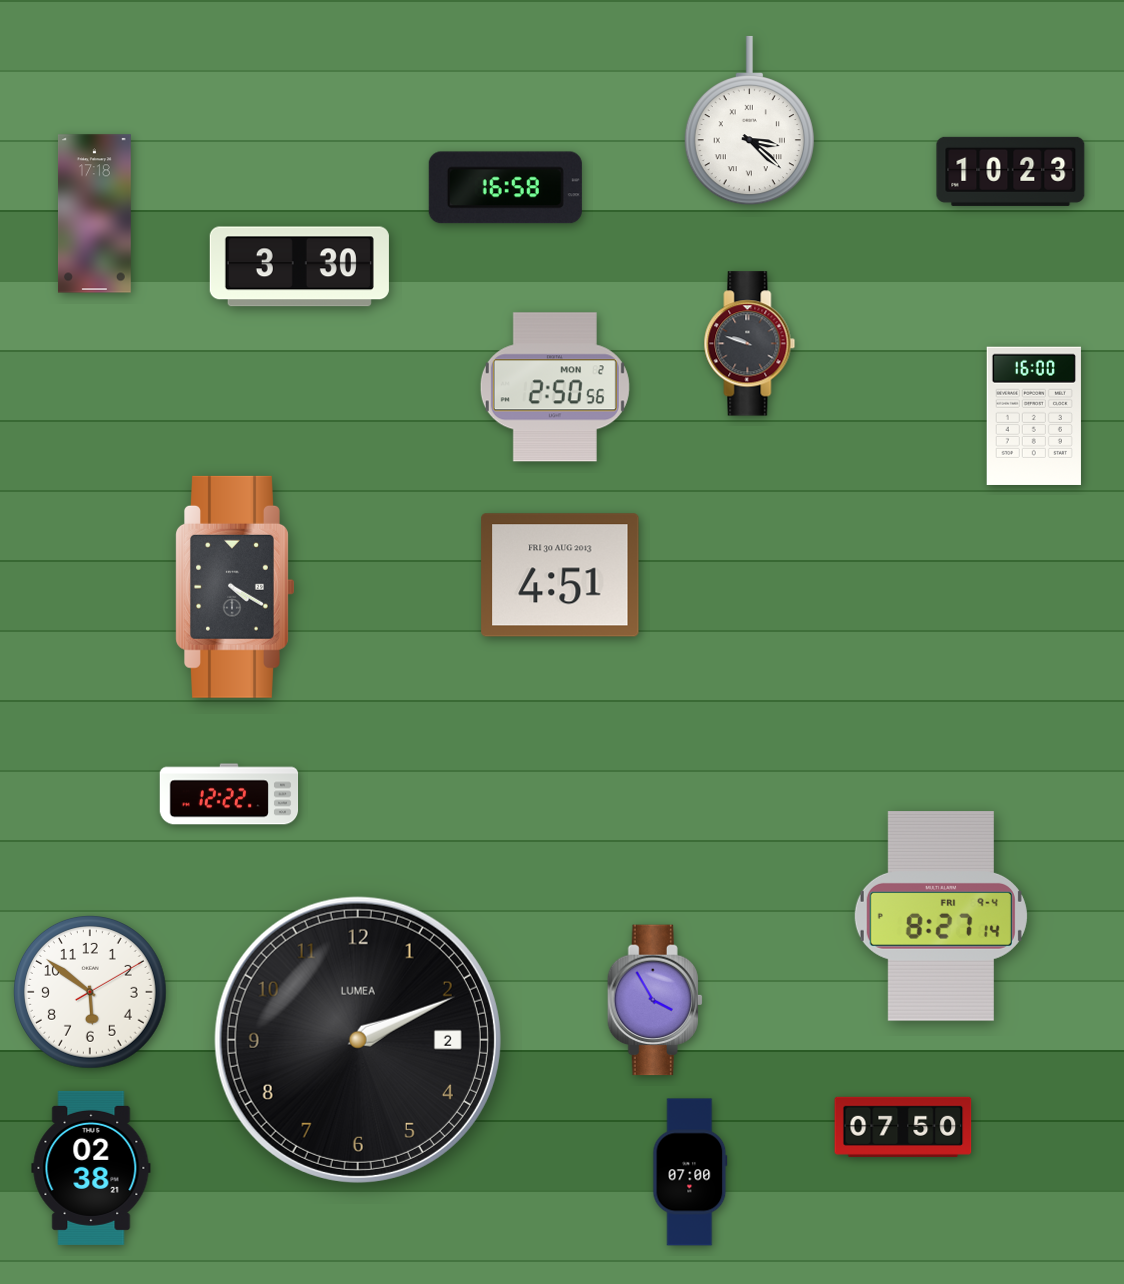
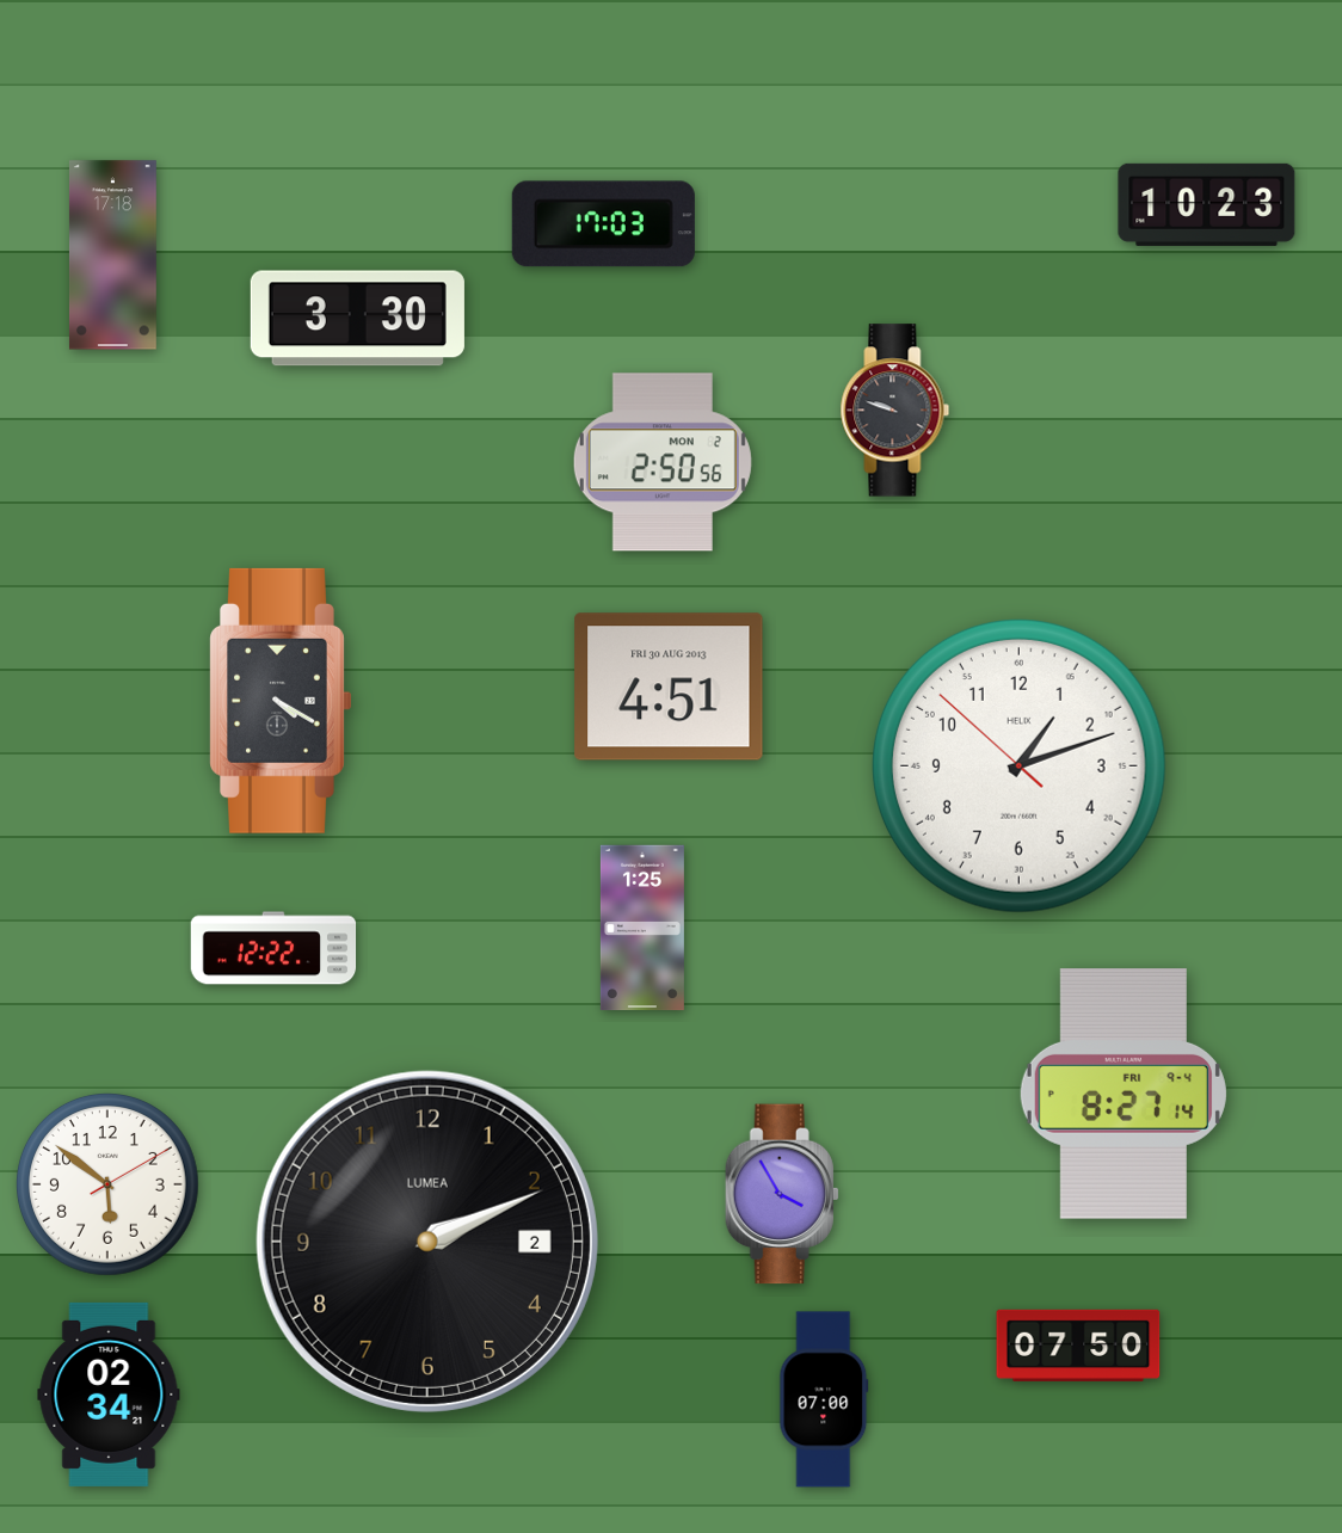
clock at (749, 121): 3:22 -> none
clock at (505, 188): 16:58 -> 17:03
clock at (1034, 416): 16:00 -> none
clock at (1018, 765): none -> 1:11
clock at (642, 928): none -> 1:25
clock at (91, 1168): 02:38 -> 02:34
